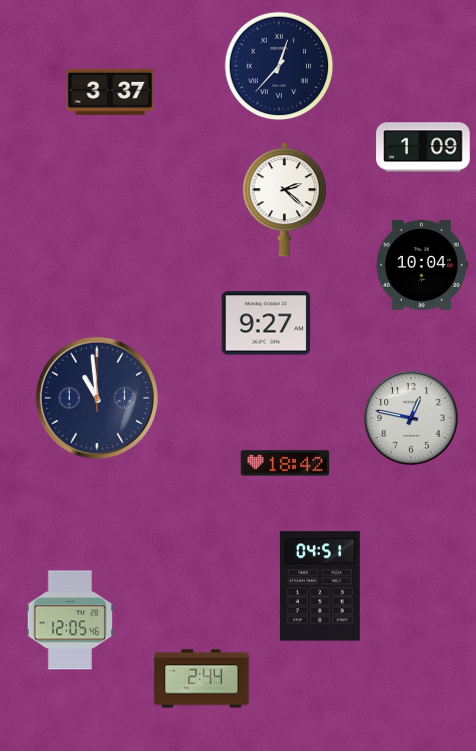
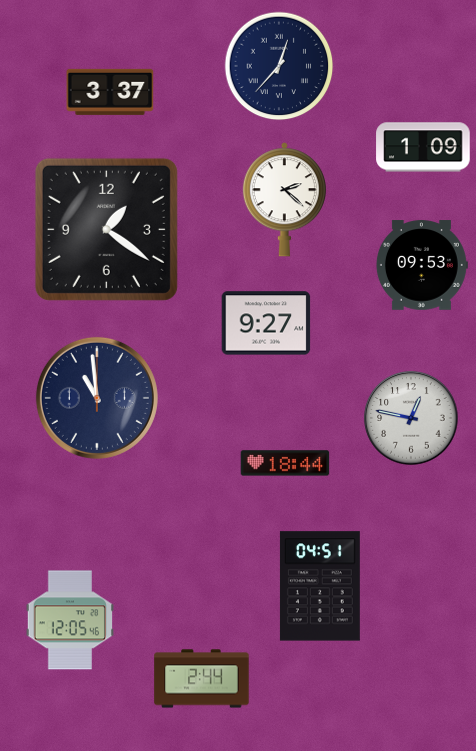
clock at (106, 229): none -> 1:21
clock at (421, 265): 10:04 -> 09:53
clock at (285, 463): 18:42 -> 18:44
